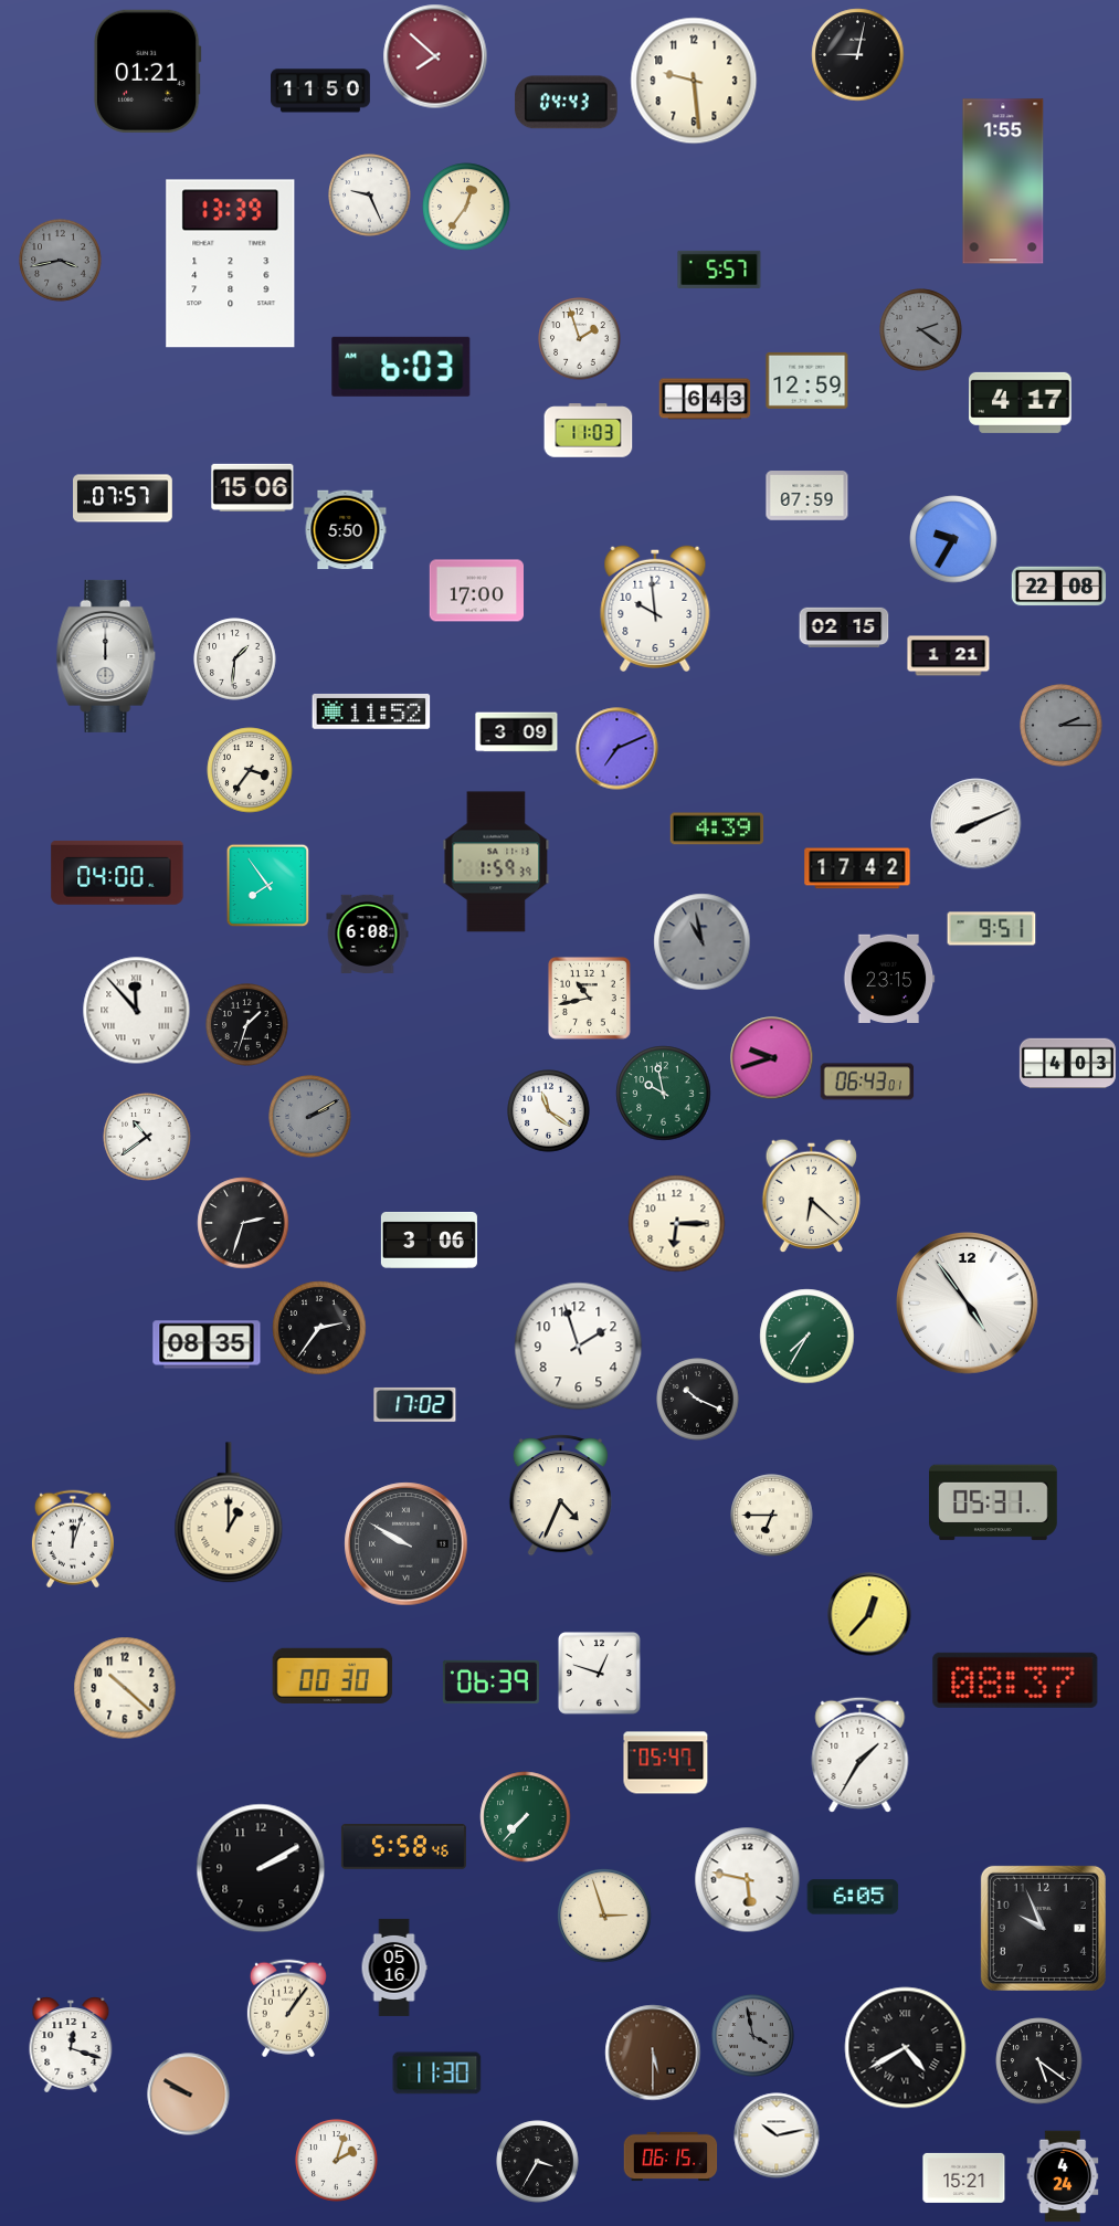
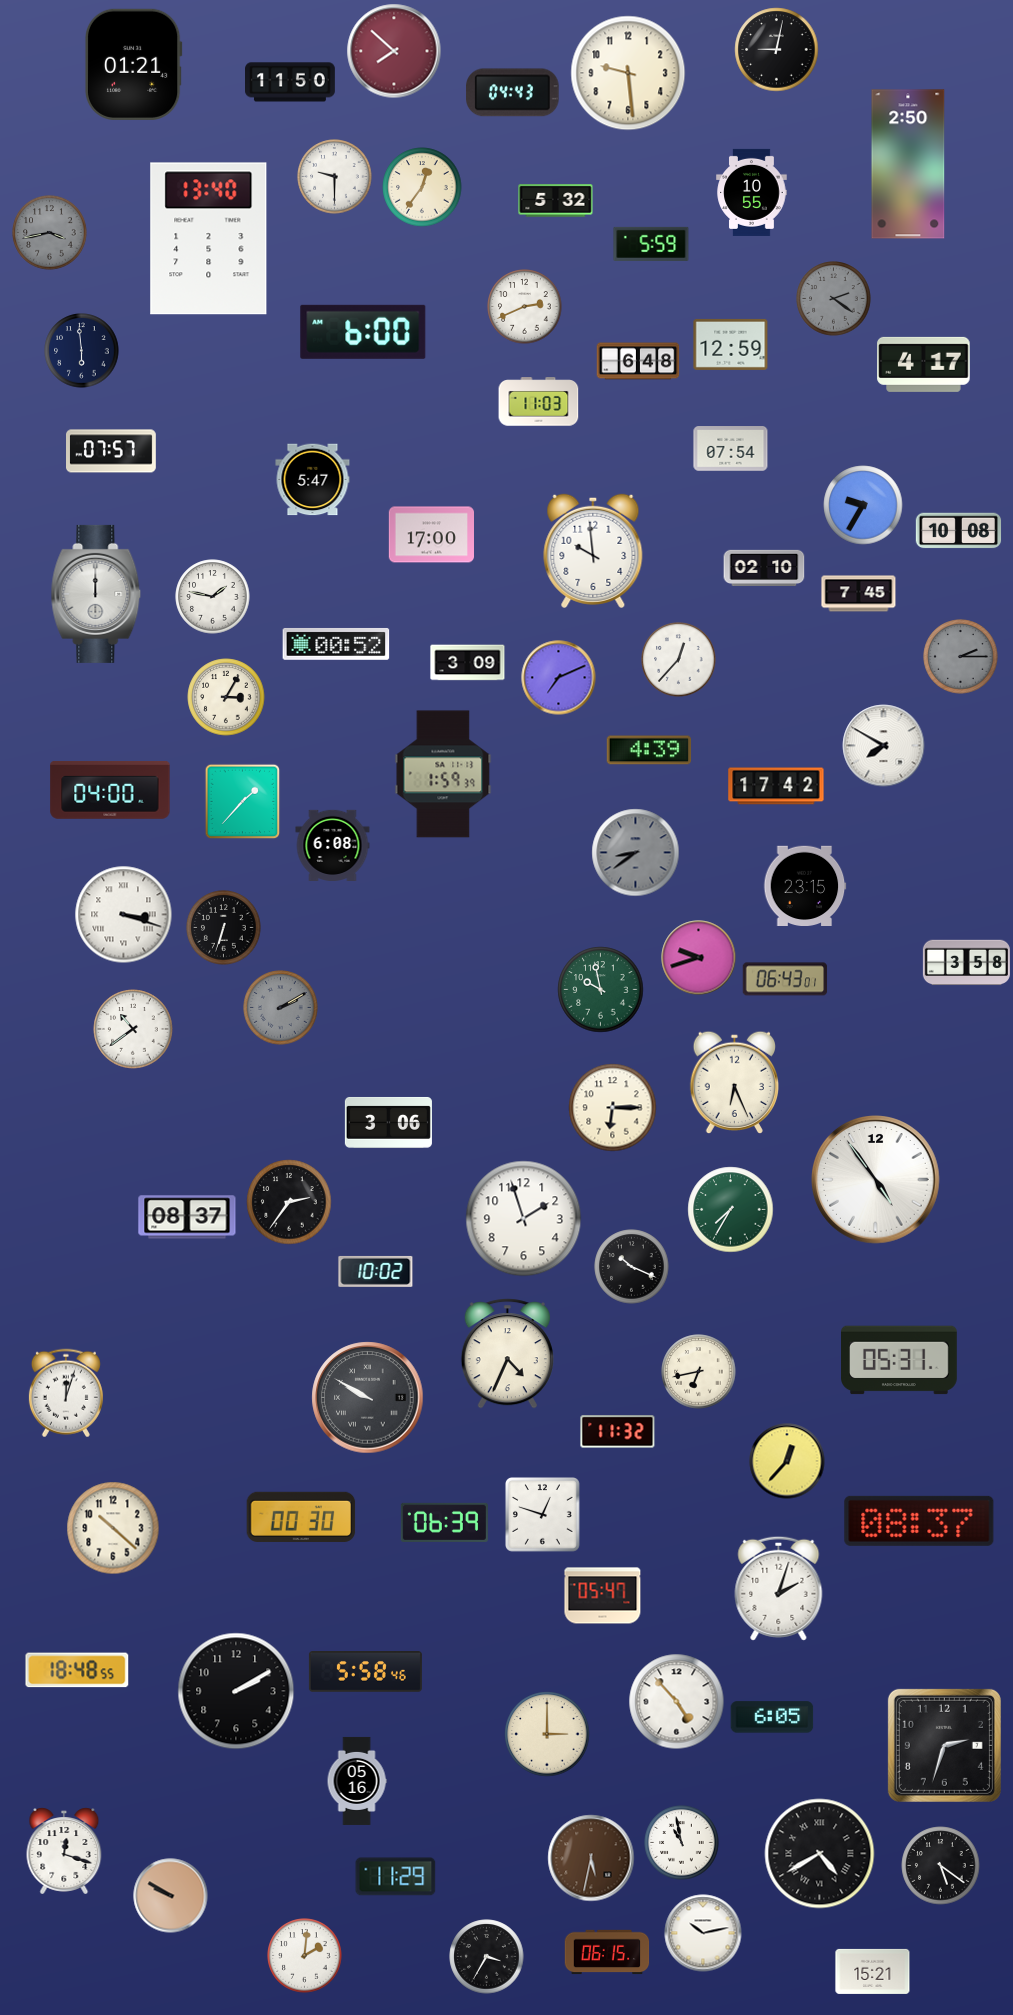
clock at (1003, 181): 1:55 -> 2:50
clock at (370, 196): 9:26 -> 9:30
clock at (752, 192): none -> 10:55
clock at (556, 201): none -> 5:32
clock at (61, 261) position: (61, 261) -> (50, 233)
clock at (231, 264): 13:39 -> 13:40
clock at (719, 270): 5:57 -> 5:59
clock at (580, 339): 1:57 -> 2:41
clock at (401, 367): 6:03 -> 6:00
clock at (82, 351): none -> 5:59
clock at (705, 399): 6:43 -> 6:48
clock at (589, 431) position: (589, 431) -> (539, 402)
clock at (253, 487): 15:06 -> none
clock at (807, 496): 07:59 -> 07:54
clock at (346, 530): 5:50 -> 5:47
clock at (953, 539) position: (953, 539) -> (863, 505)
clock at (1059, 587): 22:08 -> 10:08
clock at (844, 626): 02:15 -> 02:10
clock at (949, 656): 1:21 -> 7:45
clock at (235, 660): 1:31 -> 1:47
clock at (371, 711): 11:52 -> 00:52
clock at (679, 660): none -> 12:37
clock at (250, 770): 3:36 -> 3:05
clock at (977, 824): 8:11 -> 7:50
clock at (496, 862) position: (496, 862) -> (443, 774)
clock at (117, 873) position: (117, 873) -> (110, 790)
clock at (268, 886): 7:54 -> 1:37
clock at (992, 929): 9:51 -> none
clock at (703, 942): 10:58 -> 8:39
clock at (590, 999): 10:43 -> none
clock at (137, 1011): 11:53 -> 3:18
clock at (247, 1025): 1:33 -> 6:33
clock at (1067, 1064): 4:03 -> 3:58
clock at (549, 1111): 11:21 -> none
clock at (310, 1117) position: (310, 1117) -> (281, 1008)
clock at (811, 1195): 6:22 -> 6:26
clock at (243, 1223): 2:33 -> none
clock at (207, 1344): 08:35 -> 08:37
clock at (415, 1404): 17:02 -> 10:02
clock at (229, 1513): 1:00 -> none
clock at (772, 1516): 6:45 -> 6:43
clock at (618, 1432): none -> 11:32
clock at (861, 1754): 1:35 -> 2:03
clock at (526, 1817): 7:37 -> none
clock at (77, 1670): none -> 18:48
clock at (748, 1880): 5:47 -> 4:53
clock at (604, 1916): 2:57 -> 3:00
clock at (1043, 1928): 9:56 -> 2:33
clock at (288, 2008): 1:06 -> none
clock at (753, 2036): 3:58 -> 10:58
clock at (753, 2036) dial: grey -> white
clock at (653, 2053): 5:30 -> 5:32
clock at (437, 2074): 11:30 -> 11:29
clock at (337, 2161): 2:03 -> 2:01
clock at (1063, 2176): 4:24 -> none
